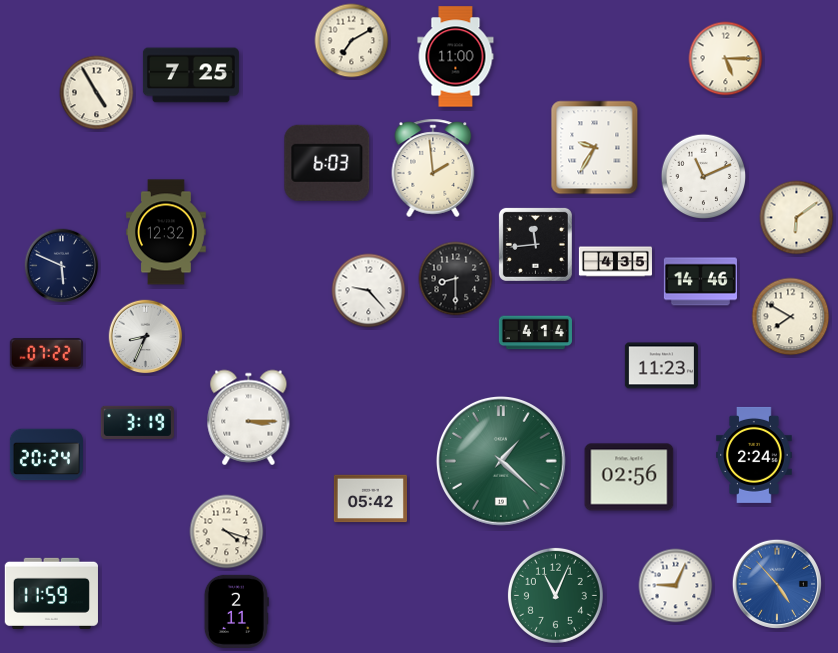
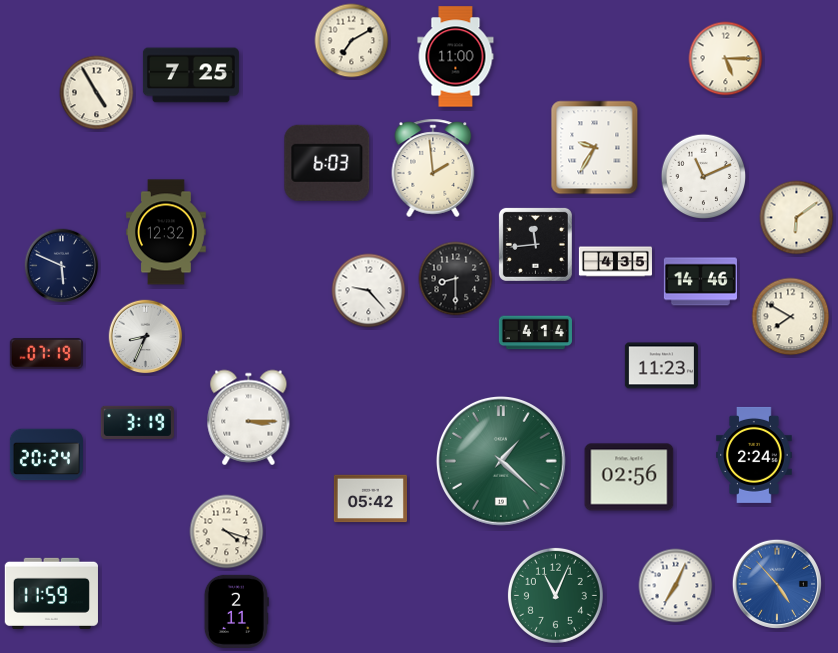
clock at (46, 354): 07:22 -> 07:19
clock at (676, 586): 9:04 -> 7:04
